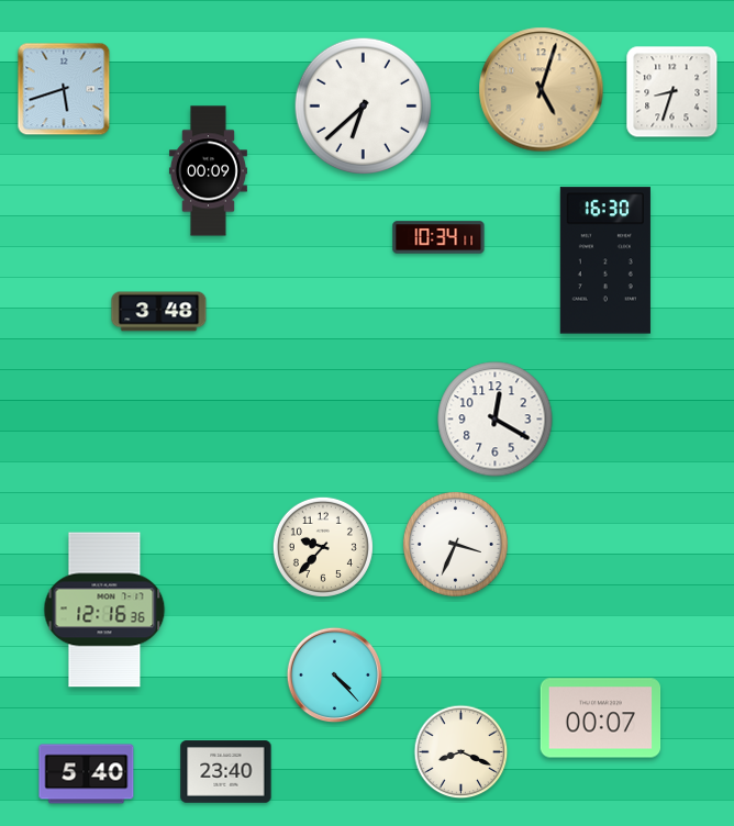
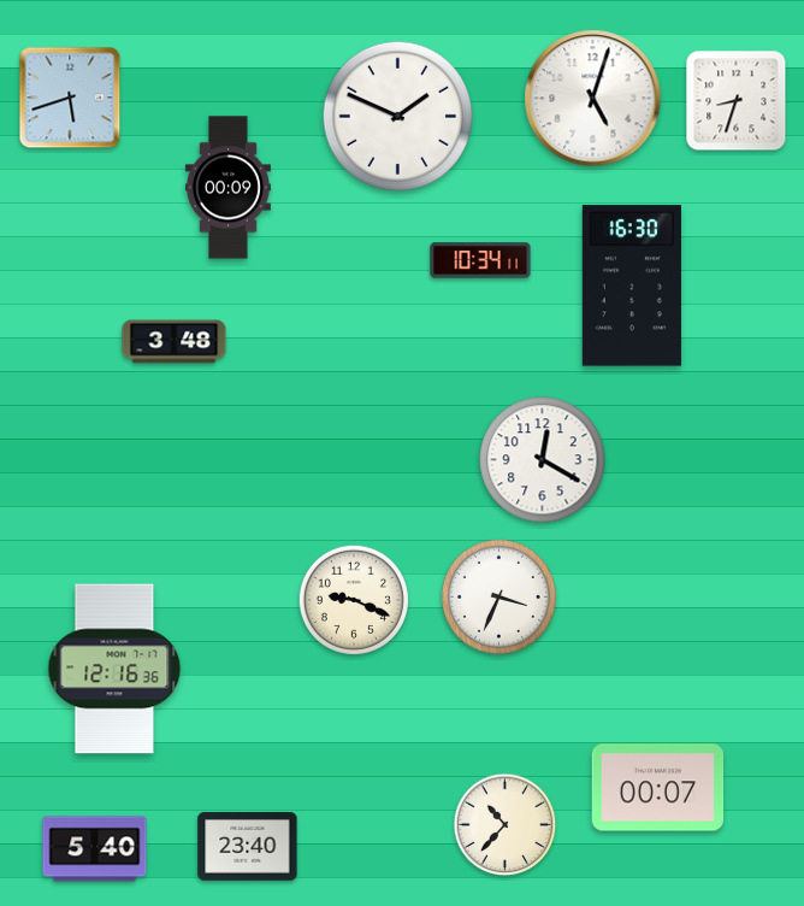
clock at (542, 90) dial: champagne -> white
clock at (364, 107): 6:38 -> 1:49
clock at (605, 260) position: (605, 260) -> (632, 286)
clock at (323, 547): 9:37 -> 9:19
clock at (335, 676): 4:23 -> none
clock at (461, 752): 8:19 -> 10:37
